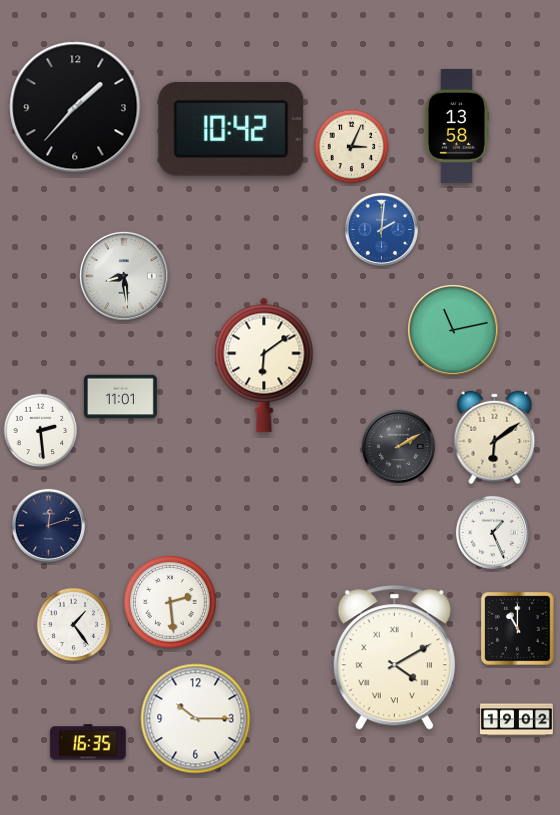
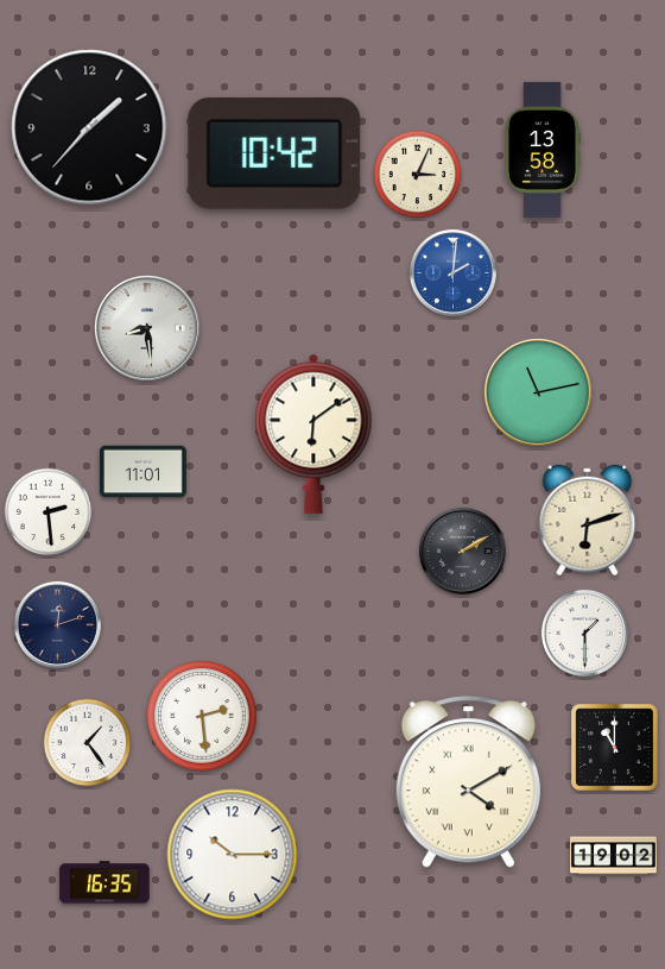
clock at (495, 438): 6:09 -> 6:12
clock at (398, 446) position: (398, 446) -> (462, 550)
clock at (492, 532): 1:26 -> 1:30
